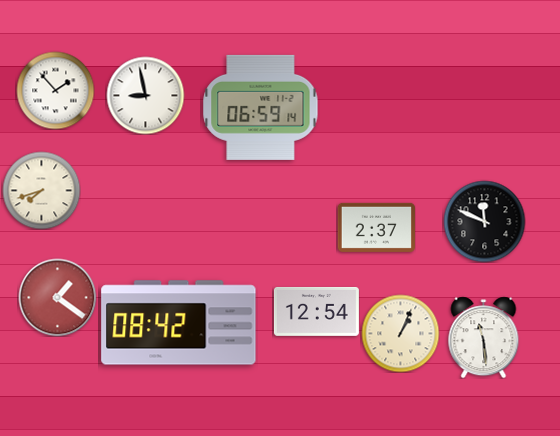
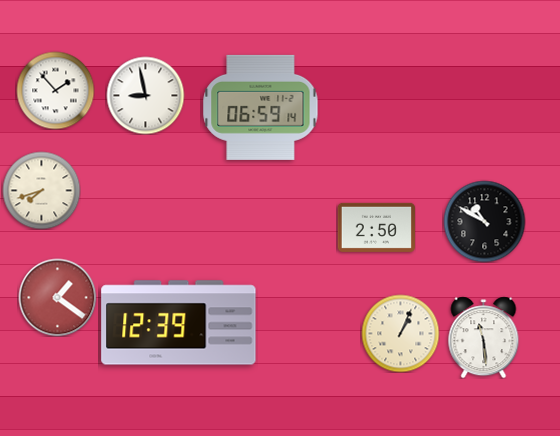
clock at (484, 221): 11:49 -> 10:50
clock at (376, 227): 2:37 -> 2:50
clock at (316, 311): 12:54 -> none
clock at (179, 323): 08:42 -> 12:39
